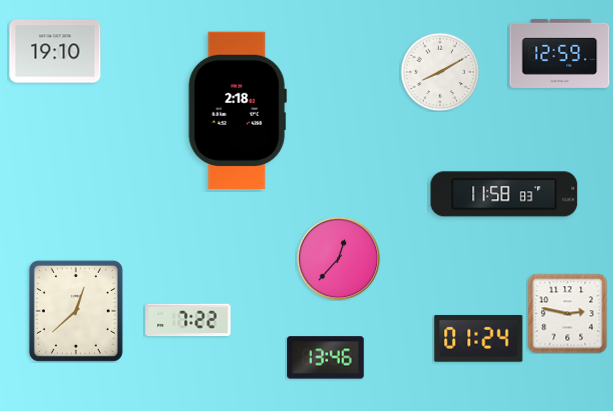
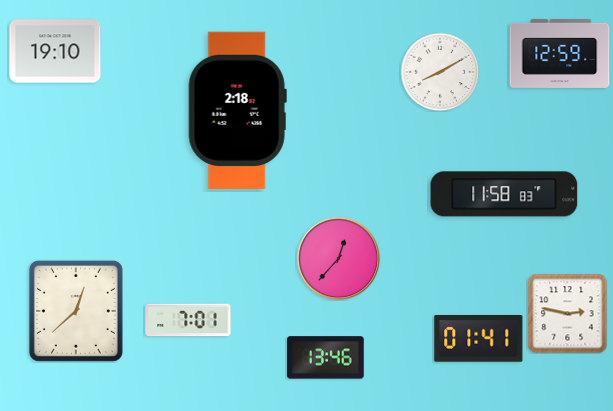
clock at (188, 320): 7:22 -> 7:01
clock at (479, 338): 01:24 -> 01:41
